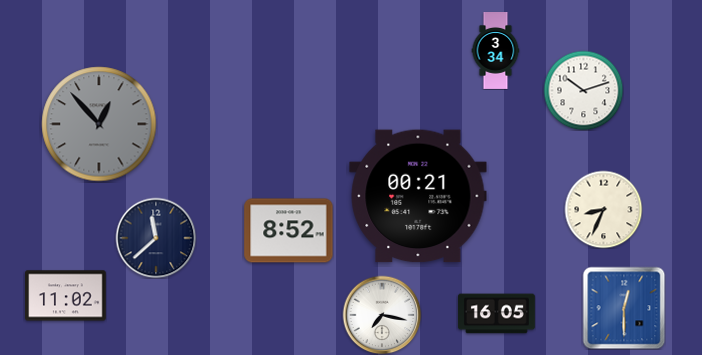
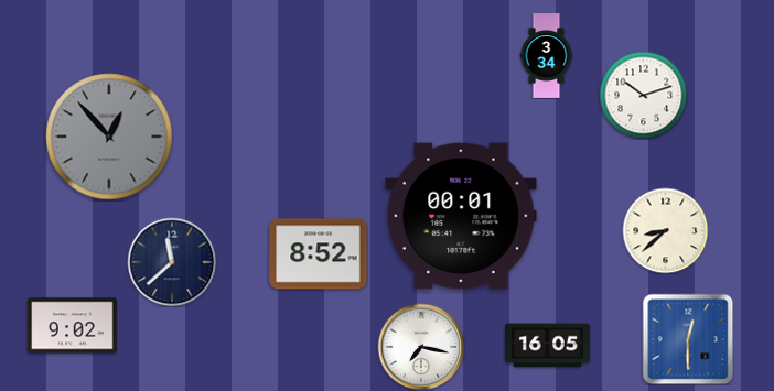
clock at (583, 90) position: (583, 90) -> (643, 95)
clock at (418, 196): 00:21 -> 00:01
clock at (603, 209): 8:34 -> 8:38
clock at (66, 296): 11:02 -> 9:02
